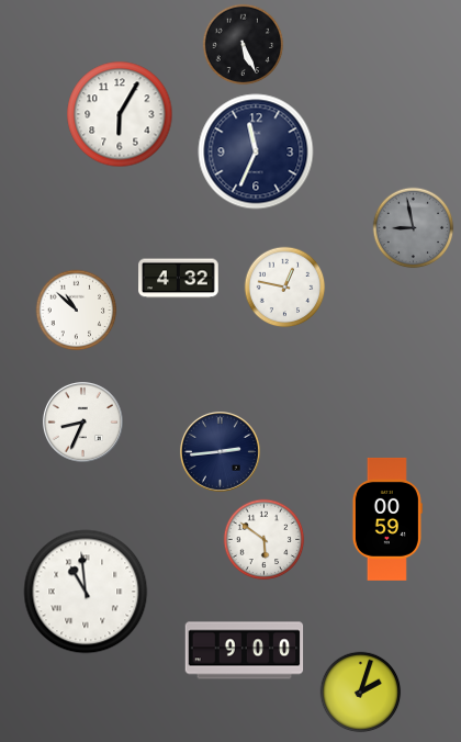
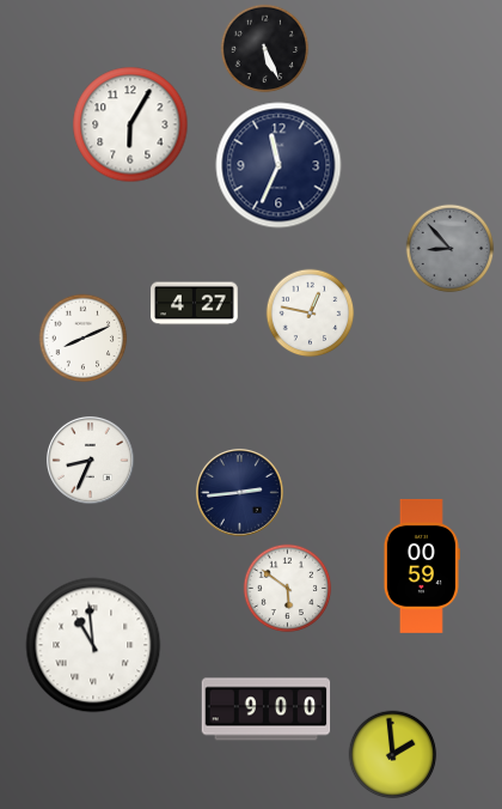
clock at (414, 228): 8:58 -> 8:53
clock at (179, 279): 4:32 -> 4:27
clock at (77, 311): 10:52 -> 8:11
clock at (361, 693): 2:03 -> 1:59
